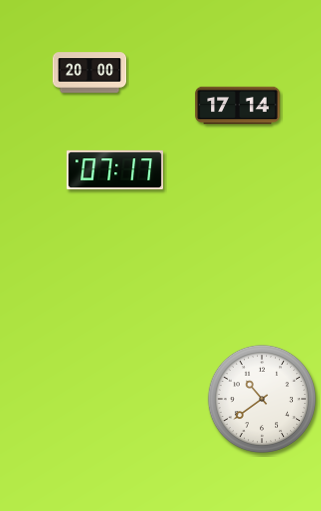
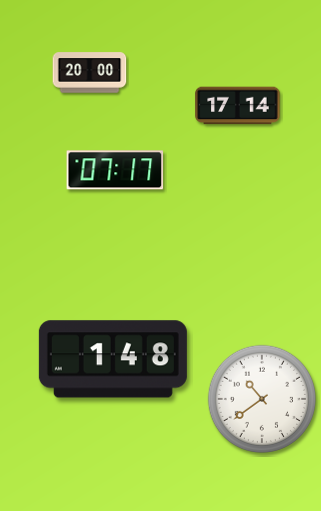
clock at (113, 359): none -> 1:48
